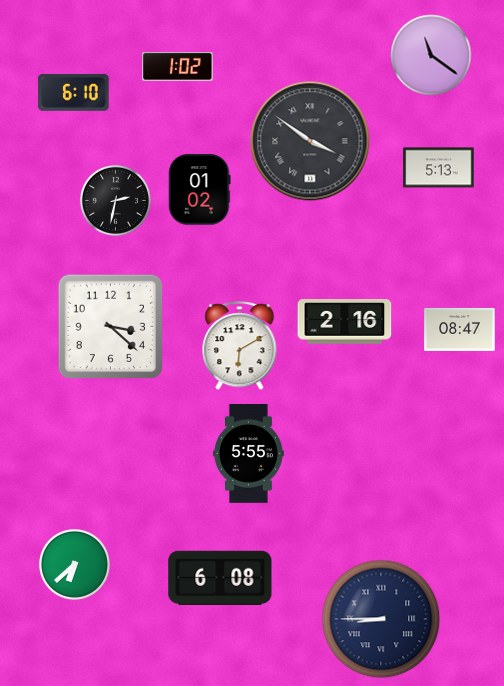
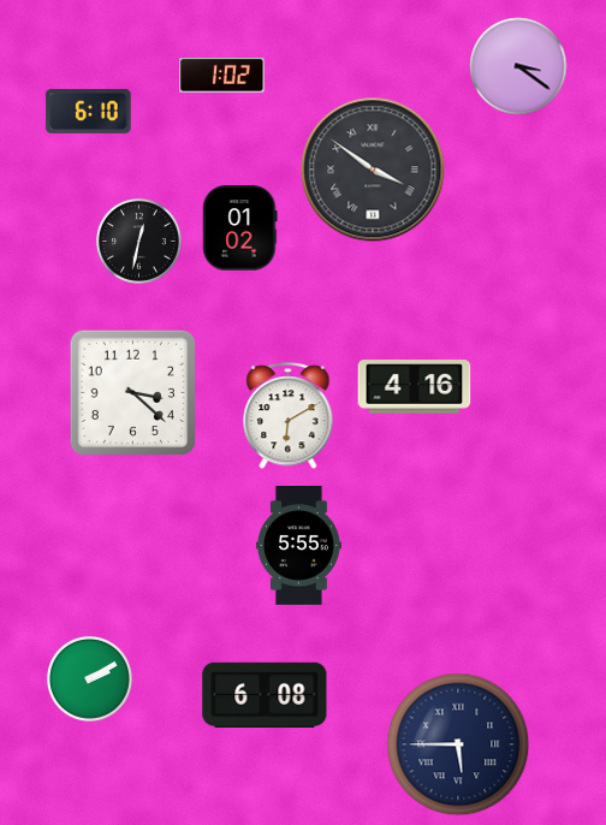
clock at (431, 55): 11:21 -> 3:21
clock at (178, 67) position: (178, 67) -> (222, 76)
clock at (439, 168): 5:13 -> none
clock at (115, 200): 2:32 -> 12:32
clock at (345, 322): 2:16 -> 4:16
clock at (460, 329): 08:47 -> none
clock at (74, 564): 6:38 -> 2:10
clock at (381, 619): 8:45 -> 5:45
